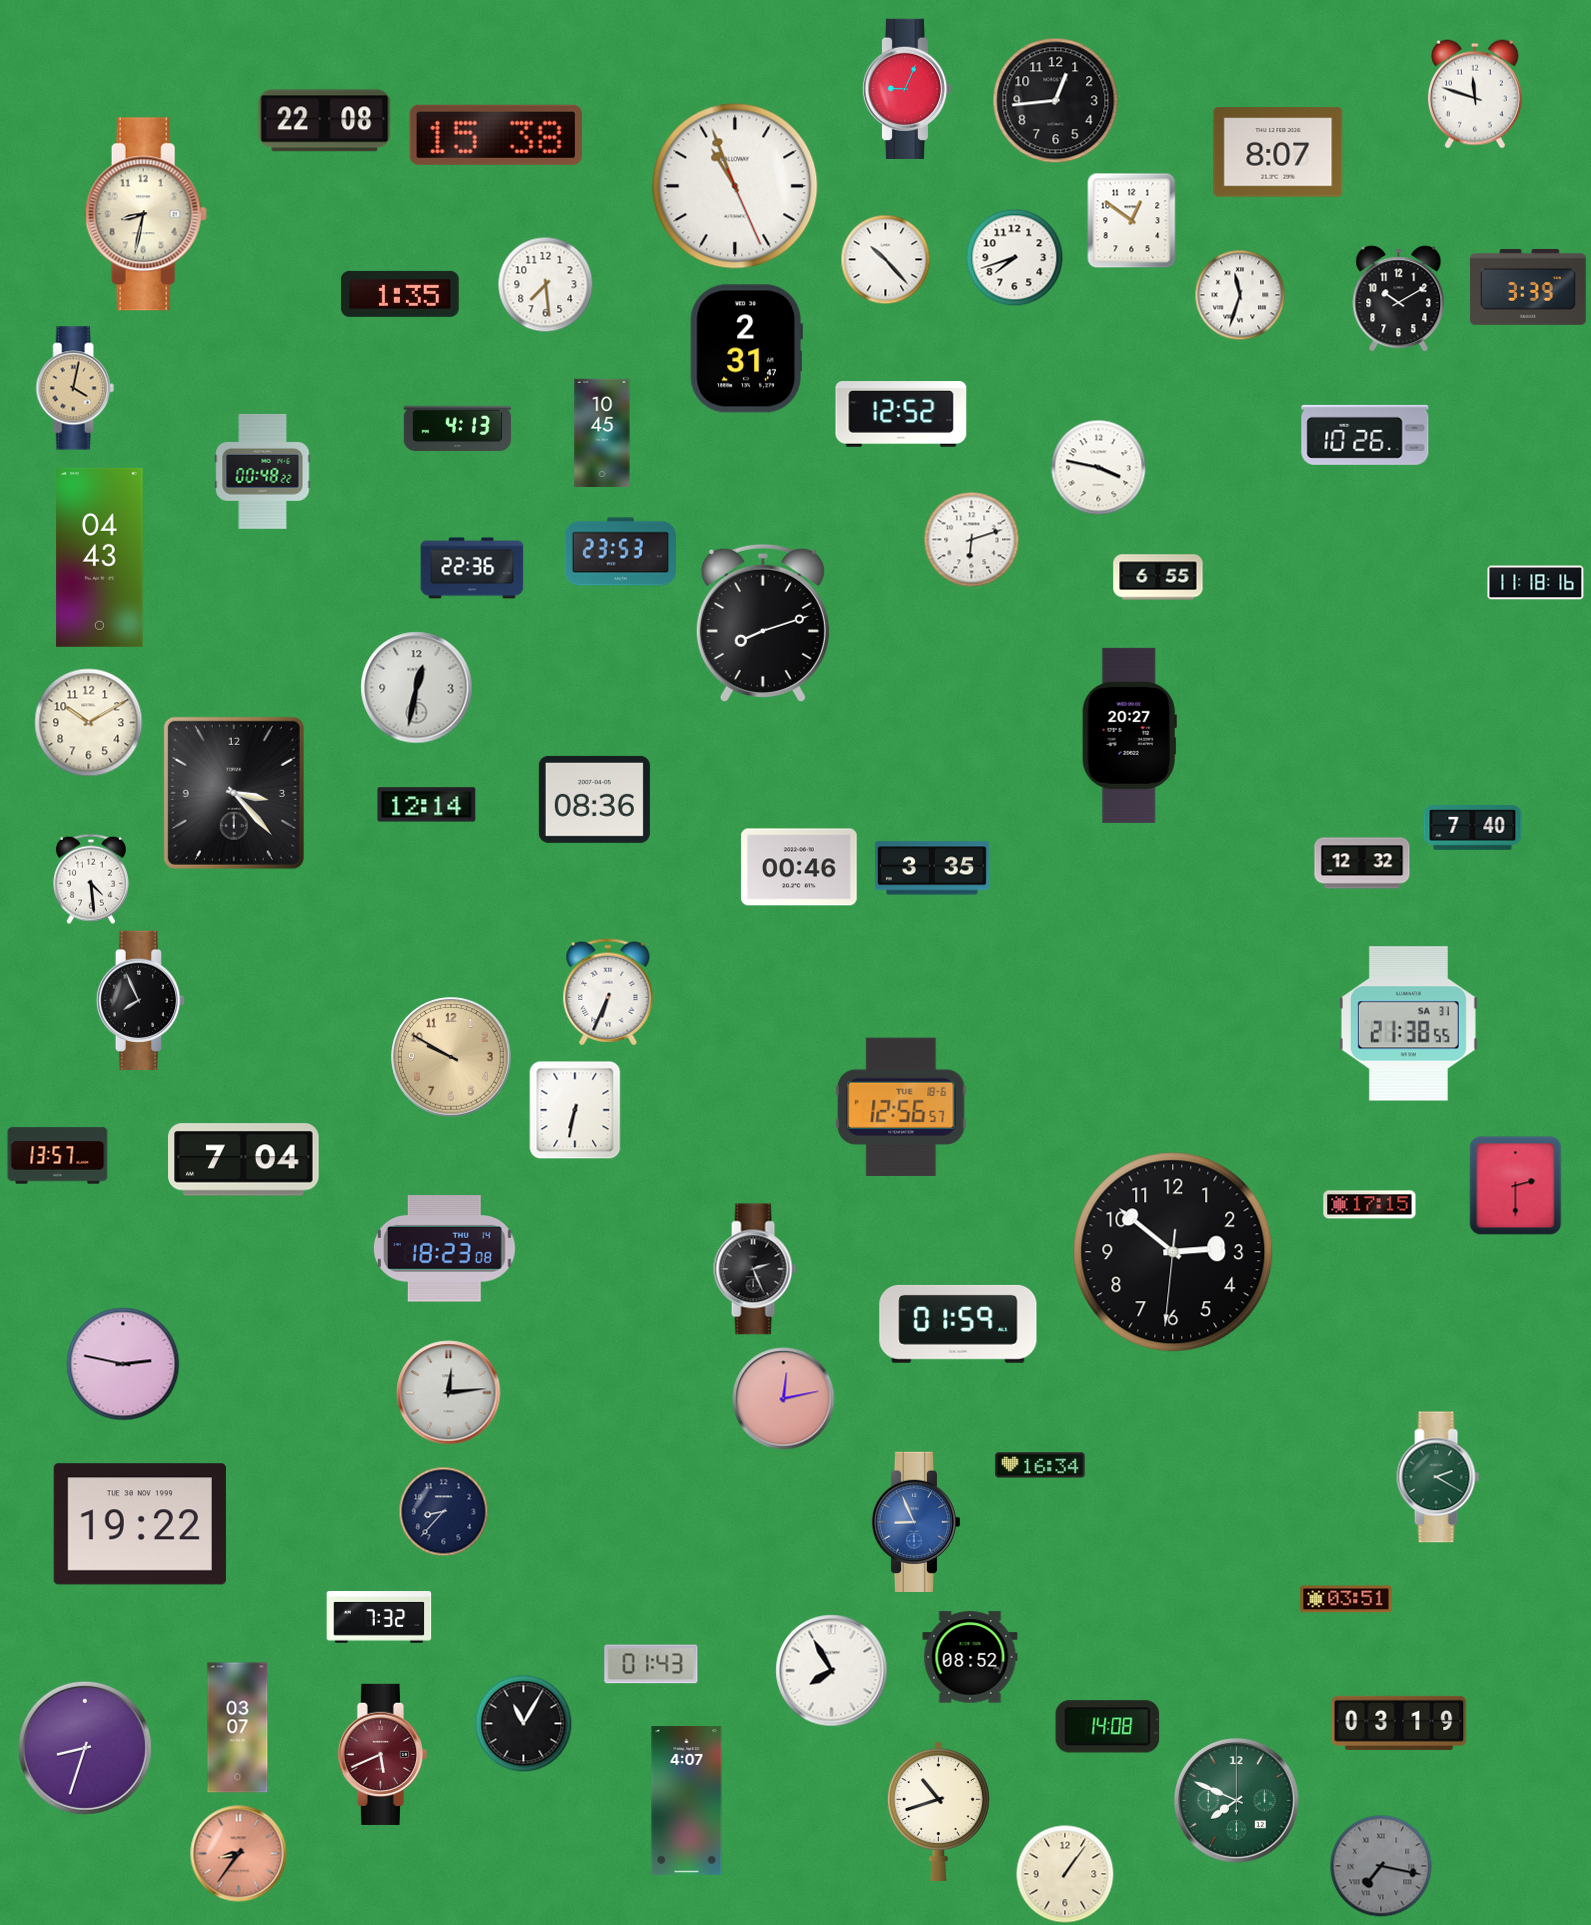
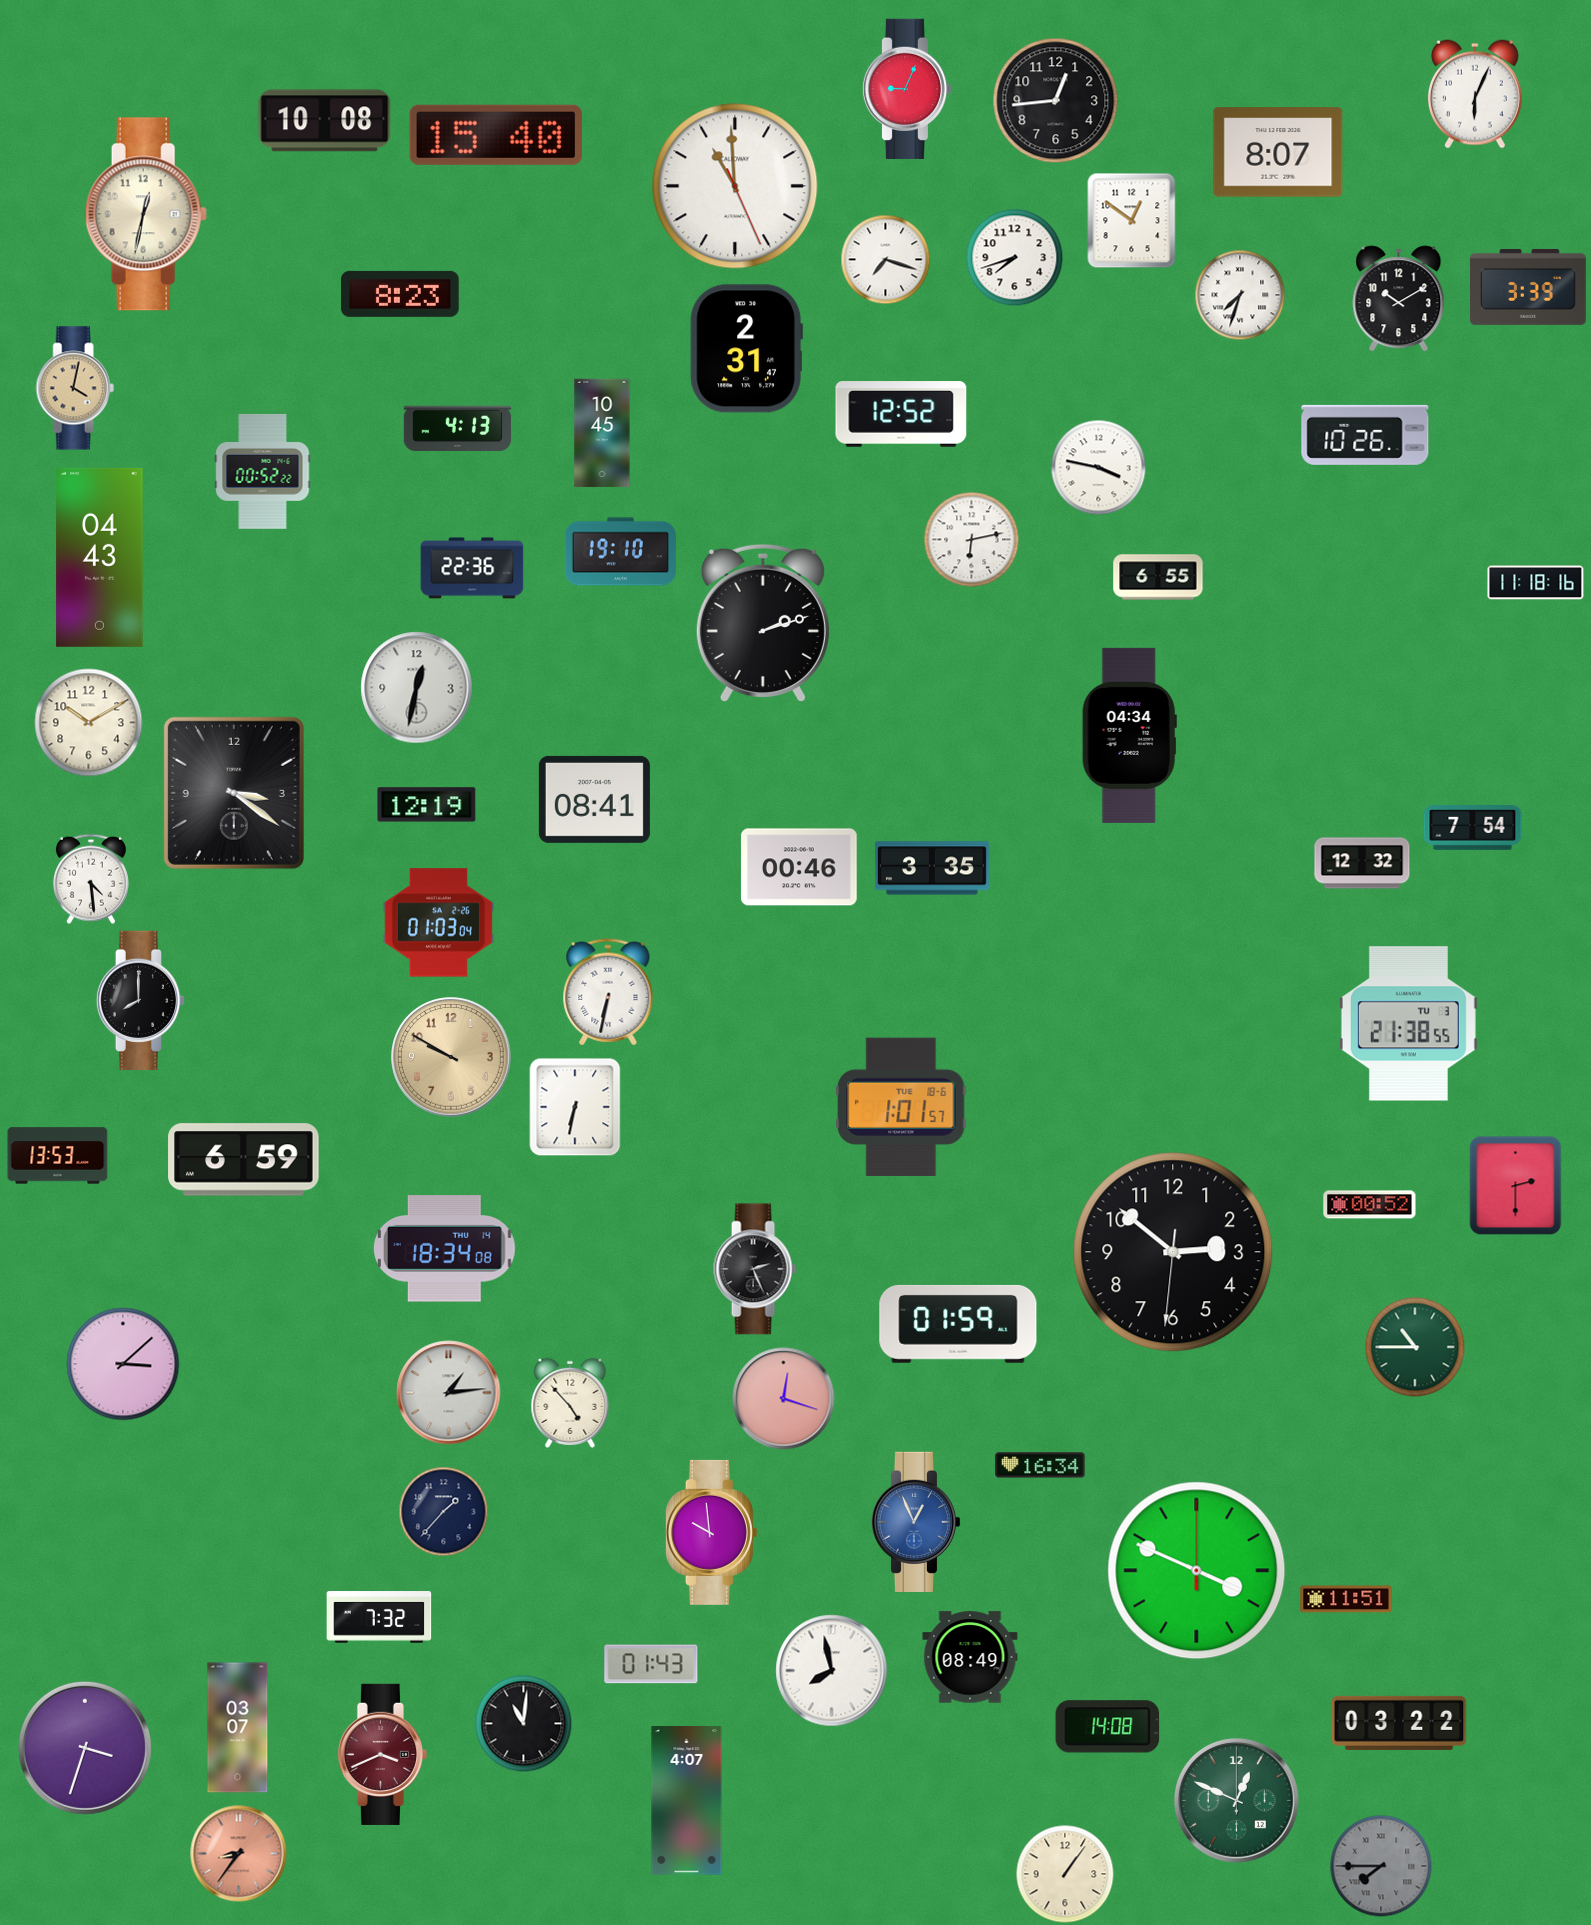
clock at (1475, 94): 11:48 -> 6:04
clock at (325, 121): 22:08 -> 10:08
clock at (496, 135): 15:38 -> 15:40
clock at (735, 186): 10:56 -> 10:59
clock at (146, 214): 8:32 -> 12:32
clock at (886, 260): 10:23 -> 7:18
clock at (546, 285): 7:29 -> none
clock at (400, 294): 1:35 -> 8:23
clock at (1240, 295): 11:33 -> 7:33
clock at (263, 472): 00:48 -> 00:52
clock at (972, 540): 6:12 -> 6:13
clock at (620, 552): 23:53 -> 19:10
clock at (763, 623): 8:12 -> 2:12
clock at (1129, 735): 20:27 -> 04:34
clock at (234, 793): 3:23 -> 3:21
clock at (594, 799): 08:36 -> 08:41
clock at (427, 805): 12:14 -> 12:19
clock at (1473, 828): 7:40 -> 7:54
clock at (438, 923): none -> 01:03
clock at (608, 992): 6:34 -> 6:32
clock at (141, 1000): 7:56 -> 8:00
clock at (1408, 1024) date: SA 31 -> TU 3
clock at (901, 1106): 12:56 -> 1:01
clock at (575, 1110) position: (575, 1110) -> (575, 1107)
clock at (58, 1156): 13:57 -> 13:53
clock at (244, 1160): 7:04 -> 6:59
clock at (1370, 1205): 17:15 -> 00:52
clock at (445, 1249): 18:23 -> 18:34
clock at (1415, 1347): none -> 10:45
clock at (123, 1364): 2:47 -> 3:08
clock at (449, 1393): 12:14 -> 1:14
clock at (784, 1399): 12:13 -> 12:18
clock at (570, 1403): none -> 4:53
clock at (1438, 1477): 2:20 -> none
clock at (444, 1512): 8:37 -> 1:37
clock at (916, 1522): 8:56 -> 12:56
clock at (140, 1524): 19:22 -> none
clock at (711, 1532): none -> 9:59
clock at (1197, 1571): none -> 3:49
clock at (1346, 1599): 03:51 -> 11:51
clock at (970, 1657): 08:52 -> 08:49
clock at (832, 1671): 7:55 -> 7:58
clock at (1399, 1723): 03:19 -> 03:22
clock at (524, 1724): 11:05 -> 11:01
clock at (85, 1748): 8:33 -> 3:33
clock at (382, 1754): 5:41 -> 3:41
clock at (1236, 1800): 7:49 -> 12:49
clock at (938, 1811): 10:42 -> none
clock at (1381, 1866): 7:17 -> 7:45
